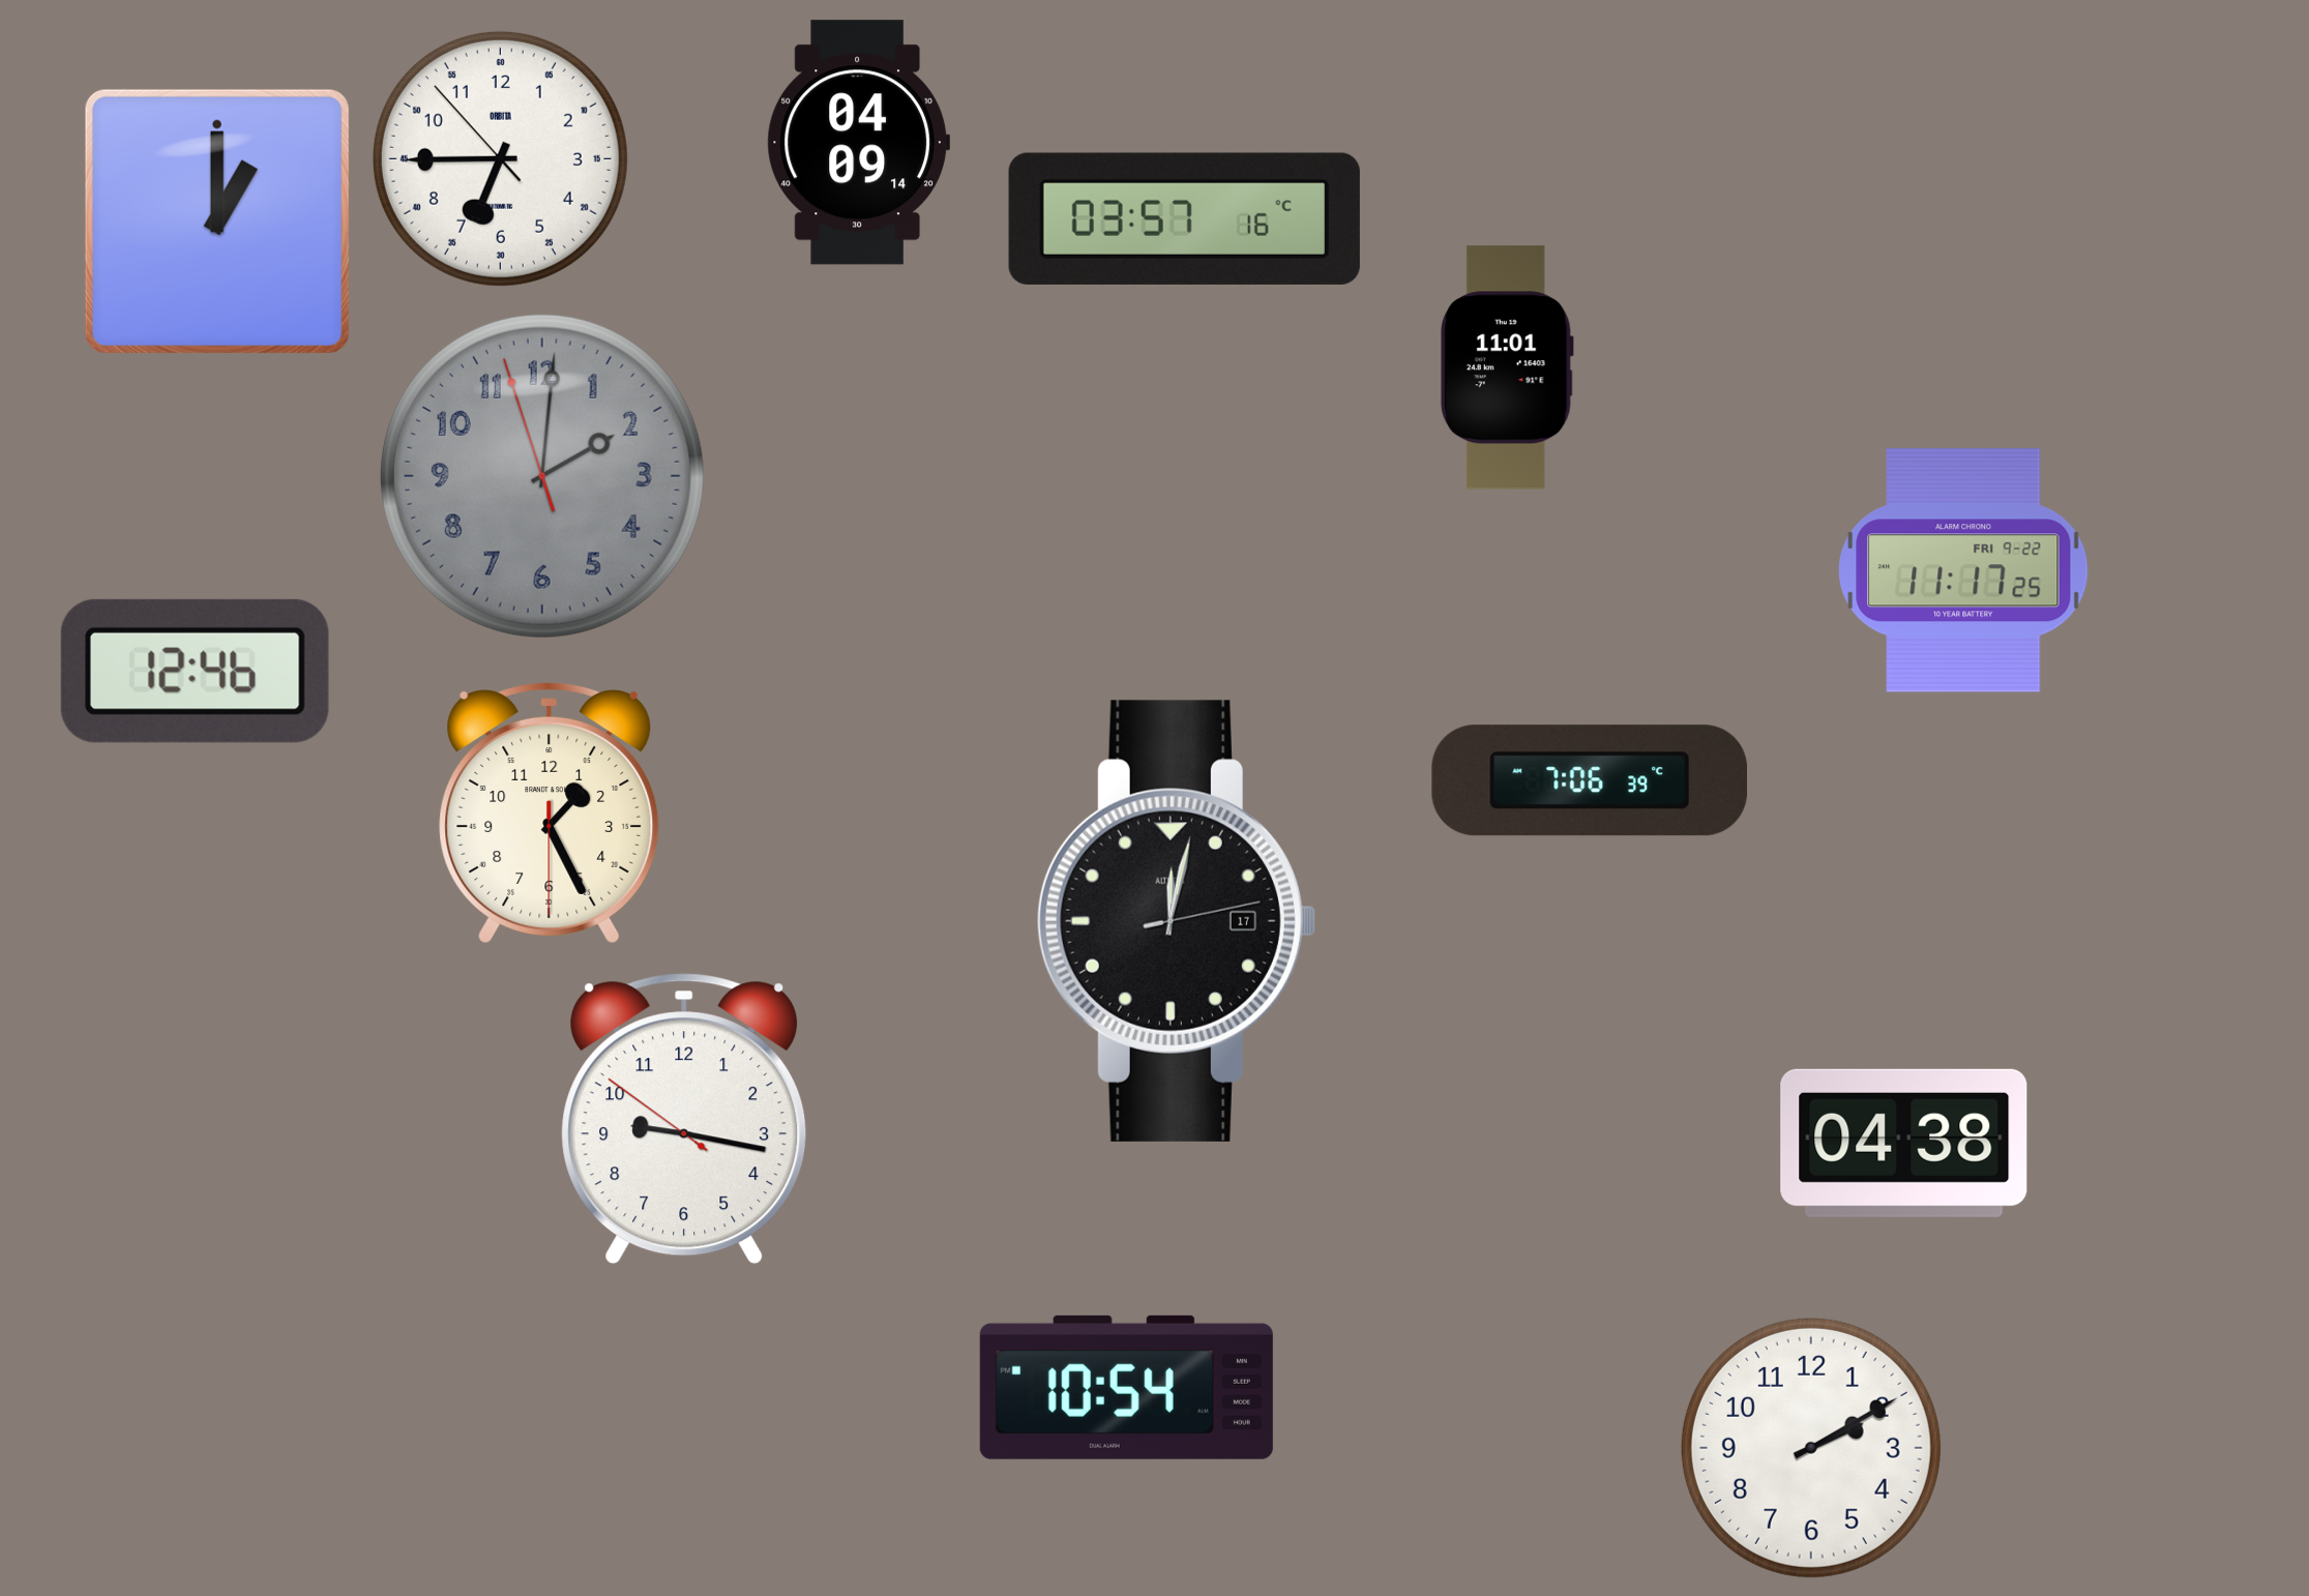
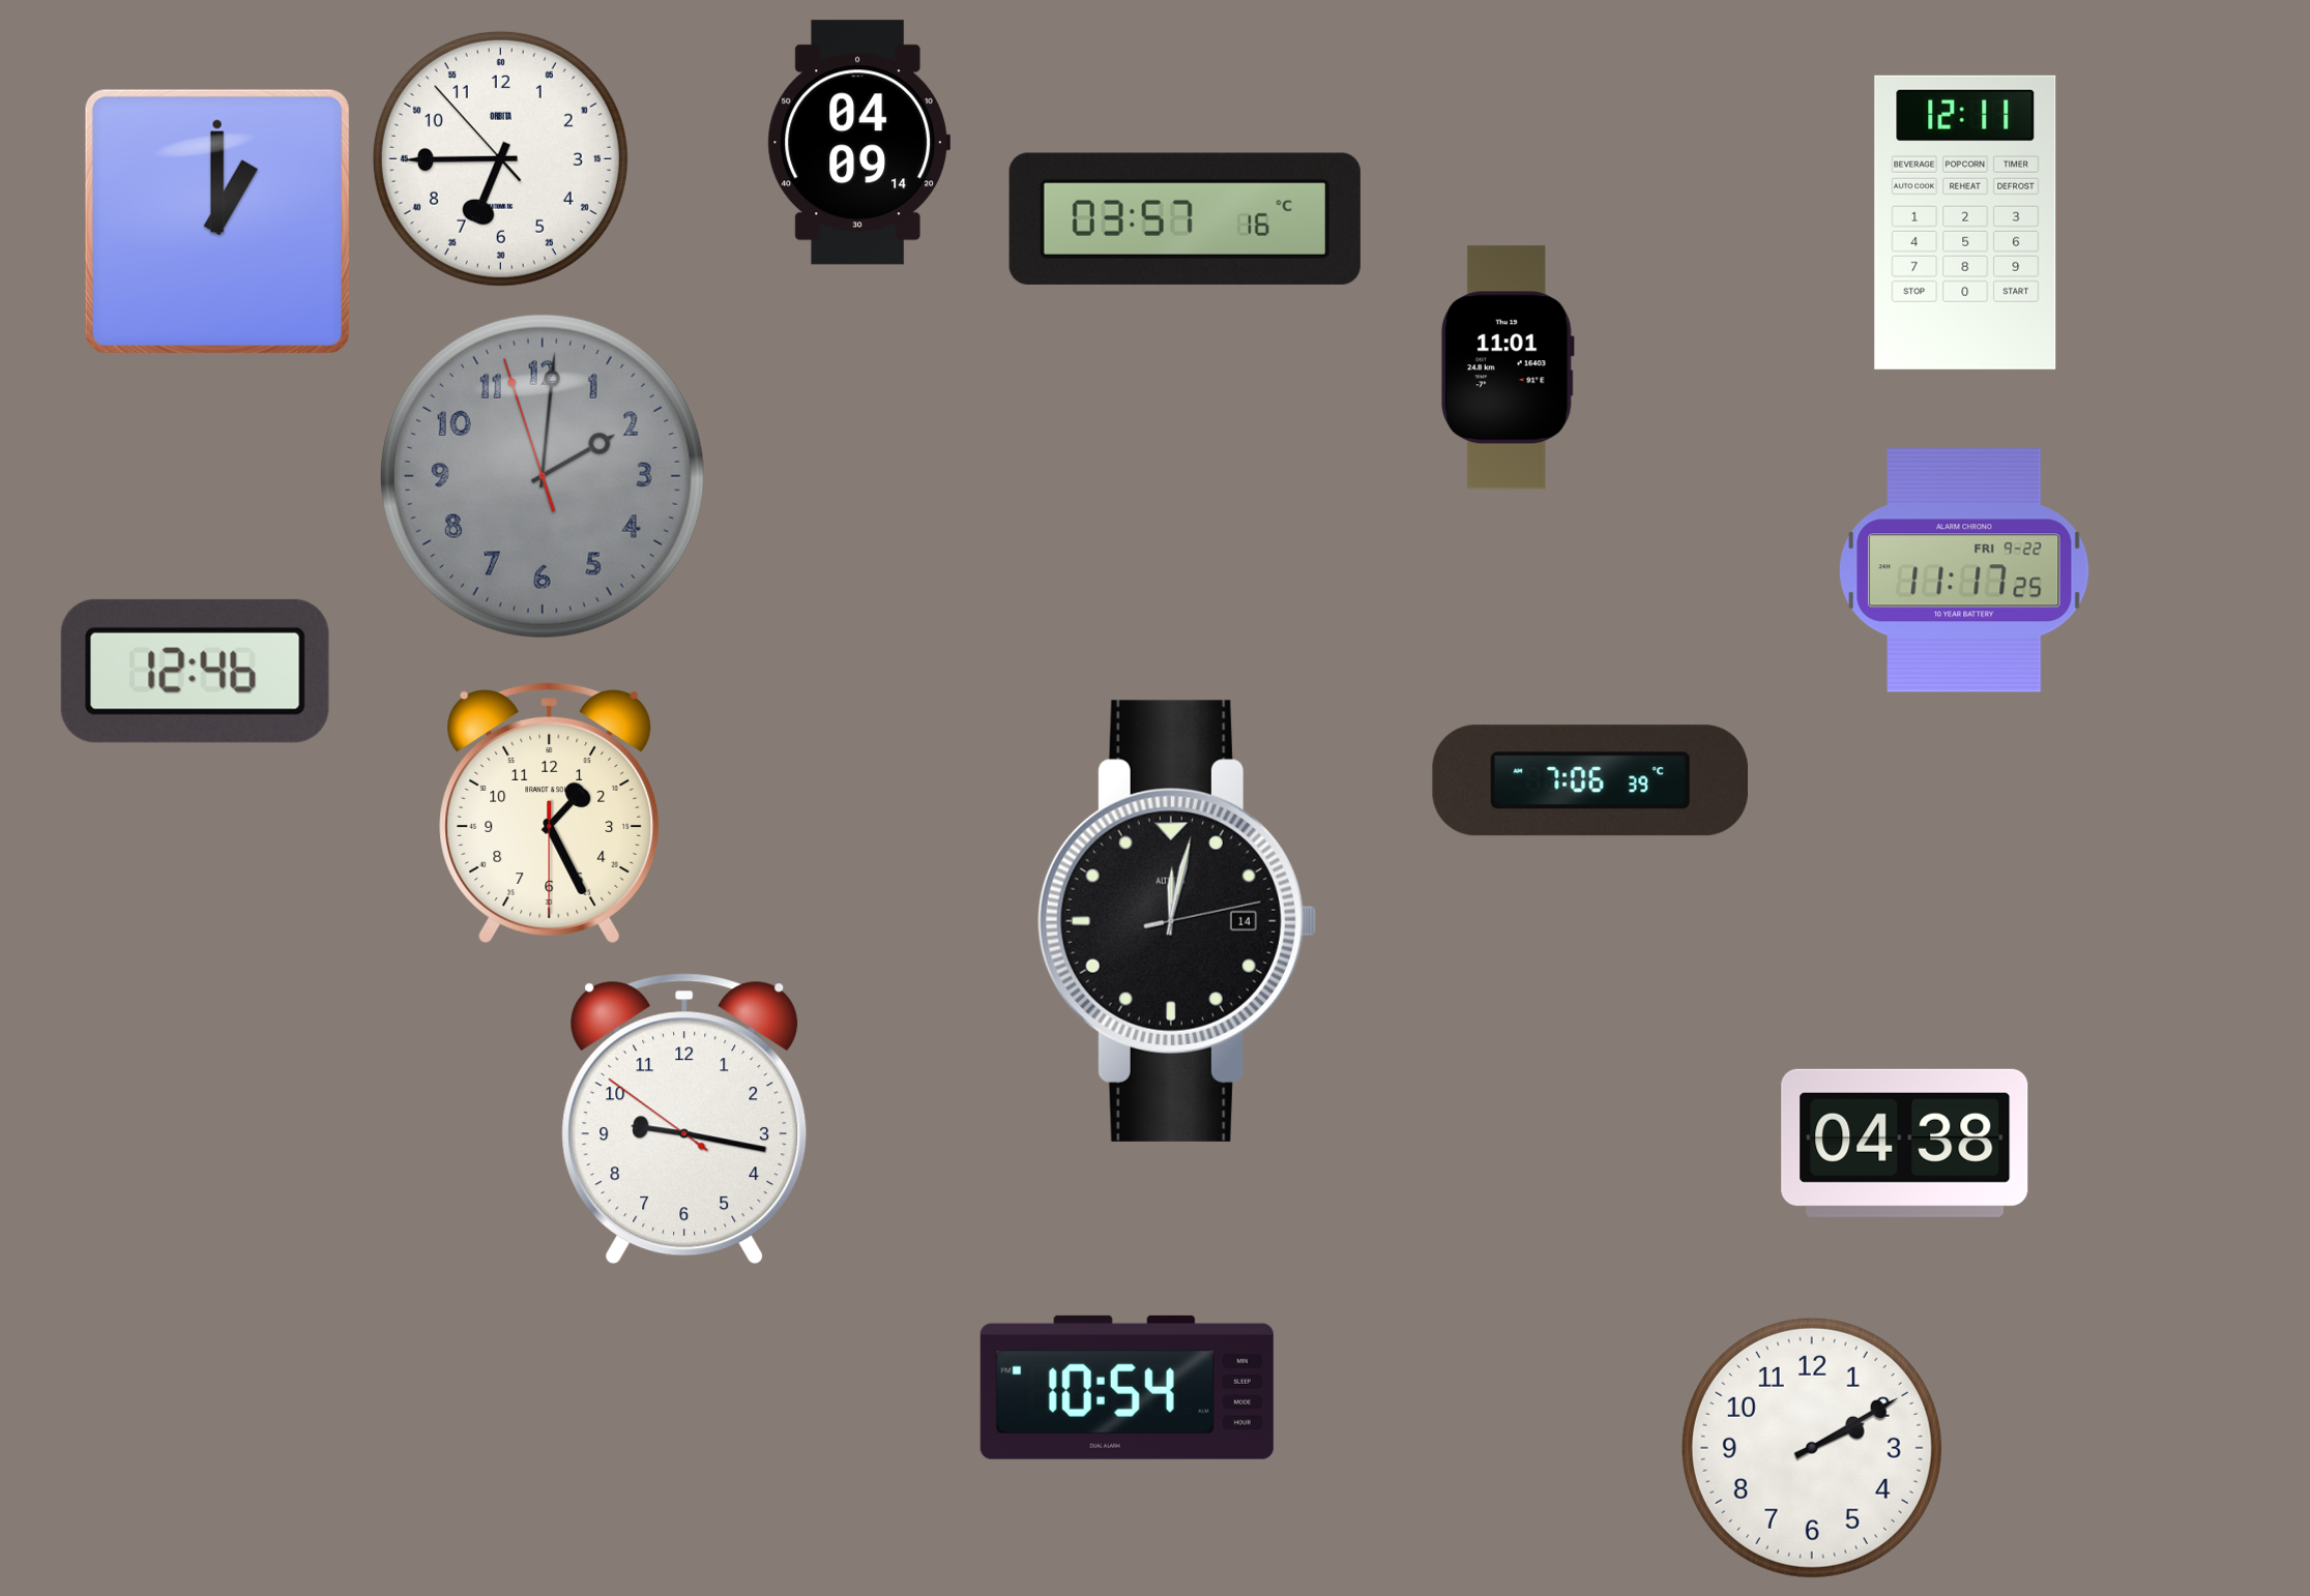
clock at (1965, 223): none -> 12:11
clock at (1176, 921) date: 17 -> 14
